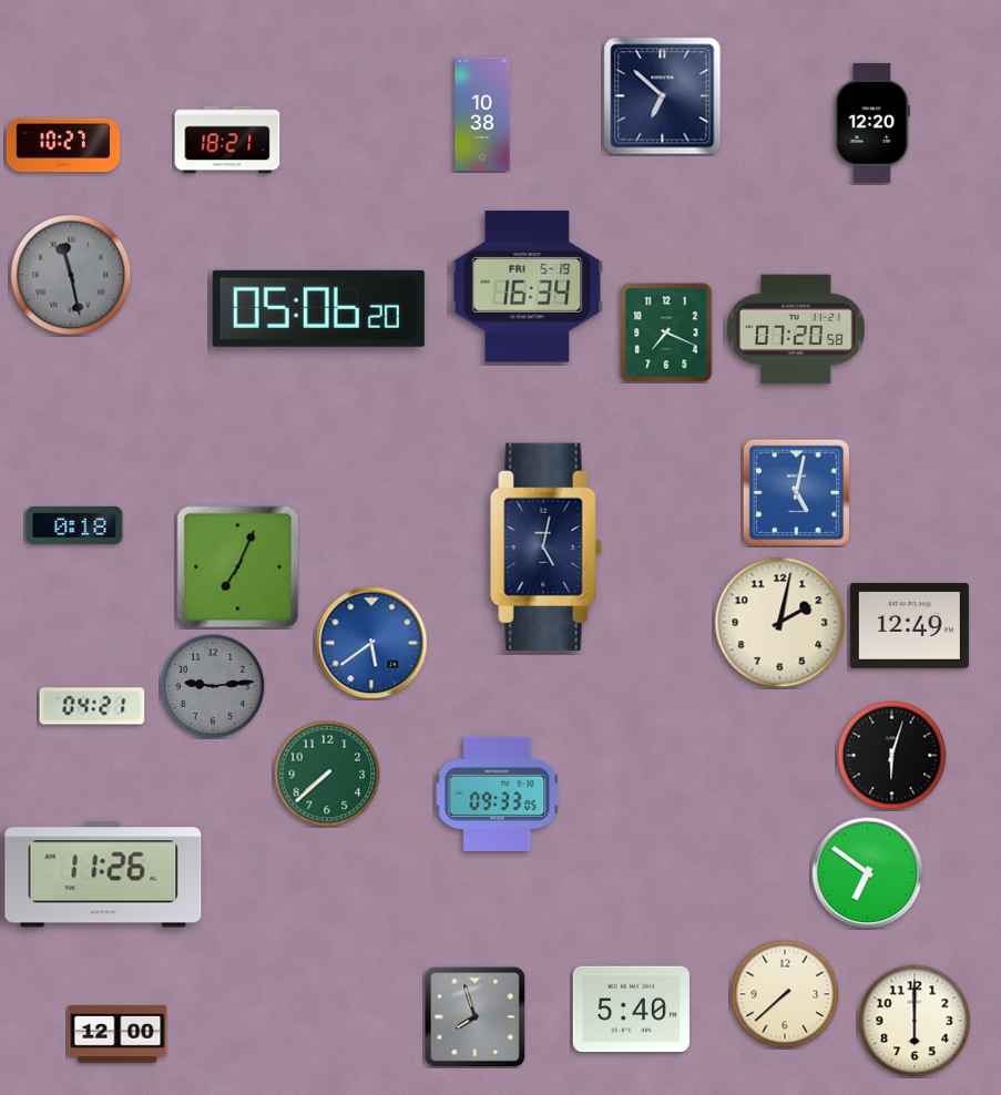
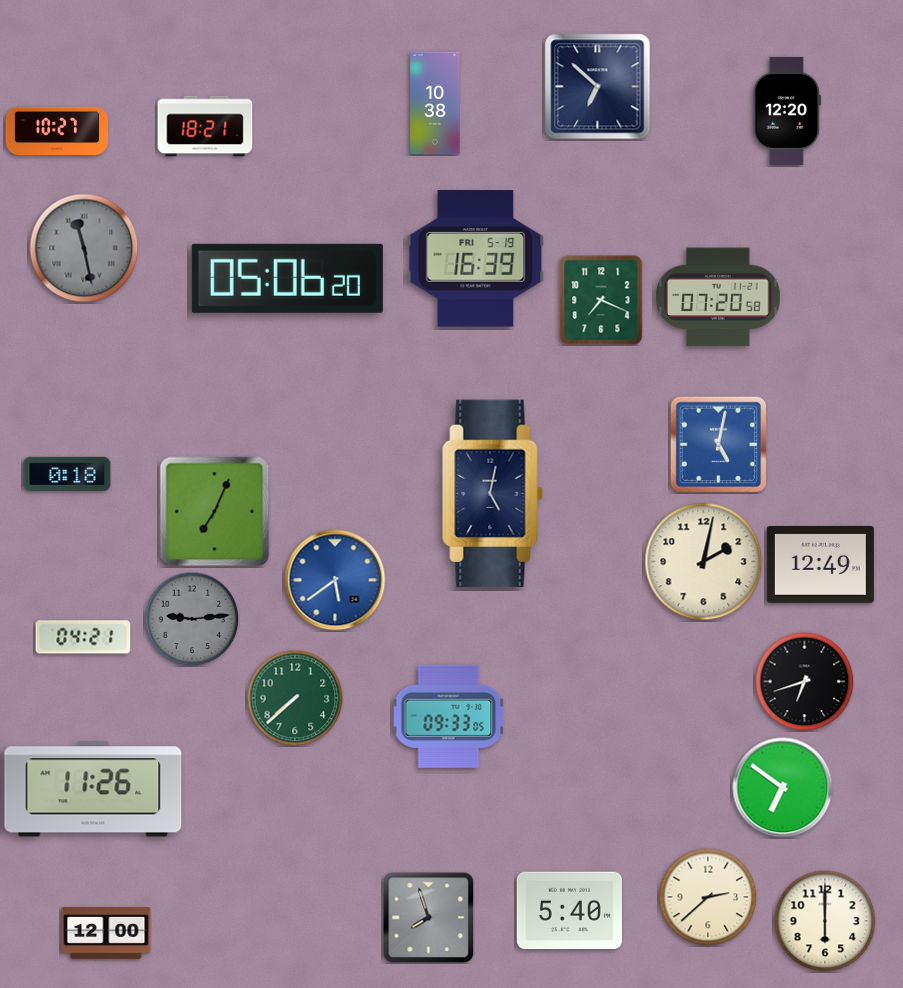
clock at (71, 275) position: (71, 275) -> (84, 248)
clock at (528, 287): 16:34 -> 16:39
clock at (892, 756): 6:03 -> 6:42
clock at (785, 994): 7:38 -> 2:38
